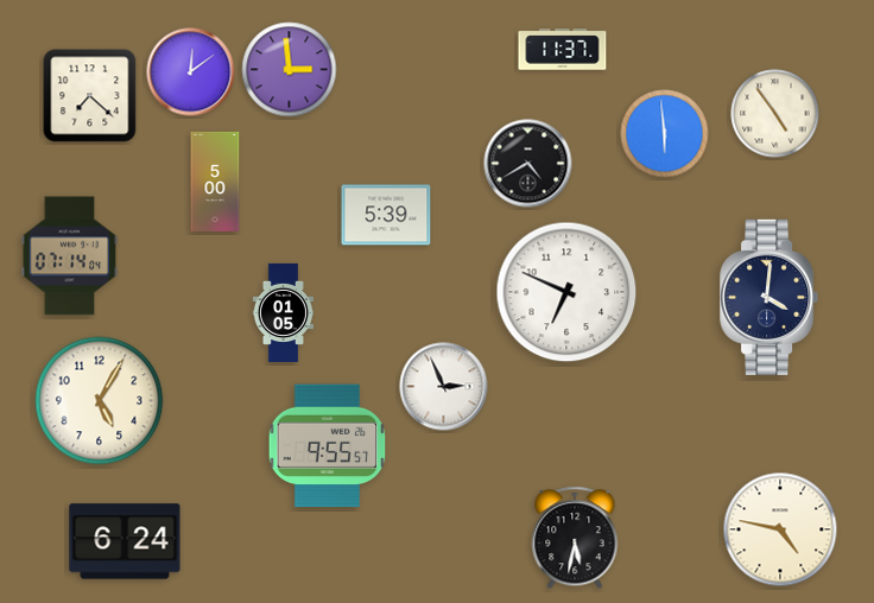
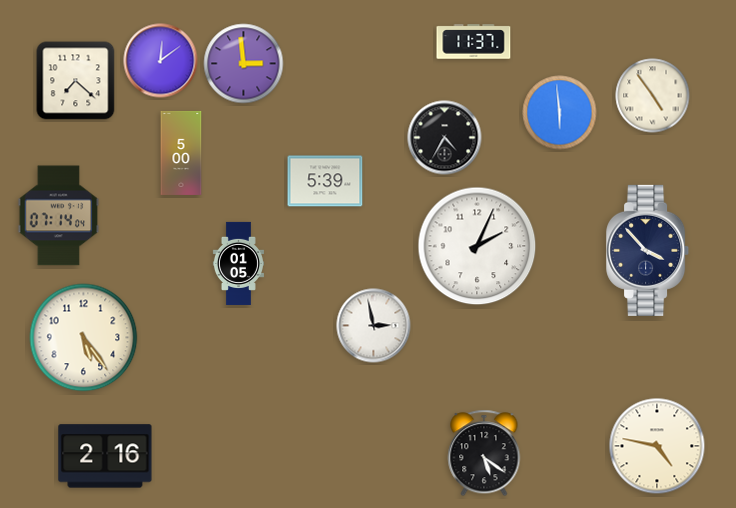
clock at (290, 70) position: (290, 70) -> (244, 64)
clock at (528, 164): 4:40 -> 4:35
clock at (566, 292): 6:49 -> 2:04
clock at (769, 297): 4:01 -> 3:53
clock at (444, 387): 2:56 -> 2:58
clock at (100, 401): 5:05 -> 5:24
clock at (328, 446): 9:55 -> none
clock at (575, 538): 5:32 -> 5:21
clock at (125, 541): 6:24 -> 2:16
